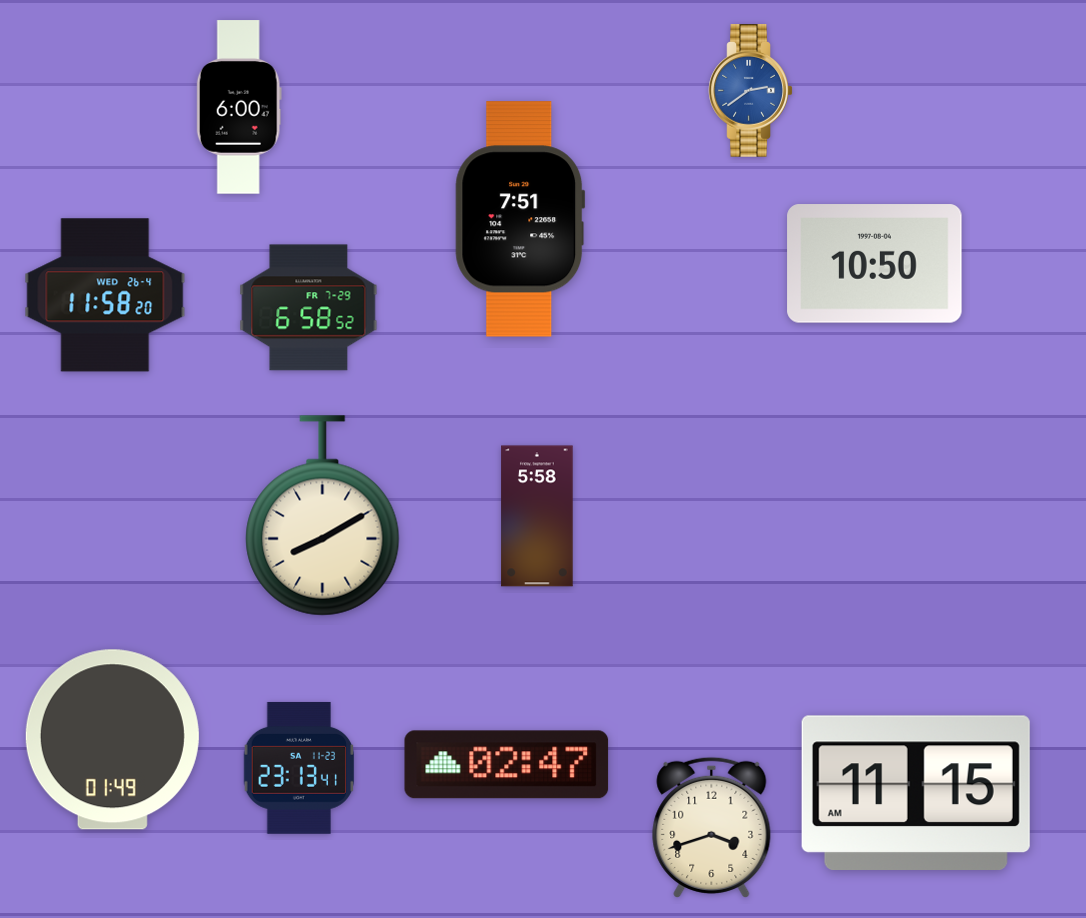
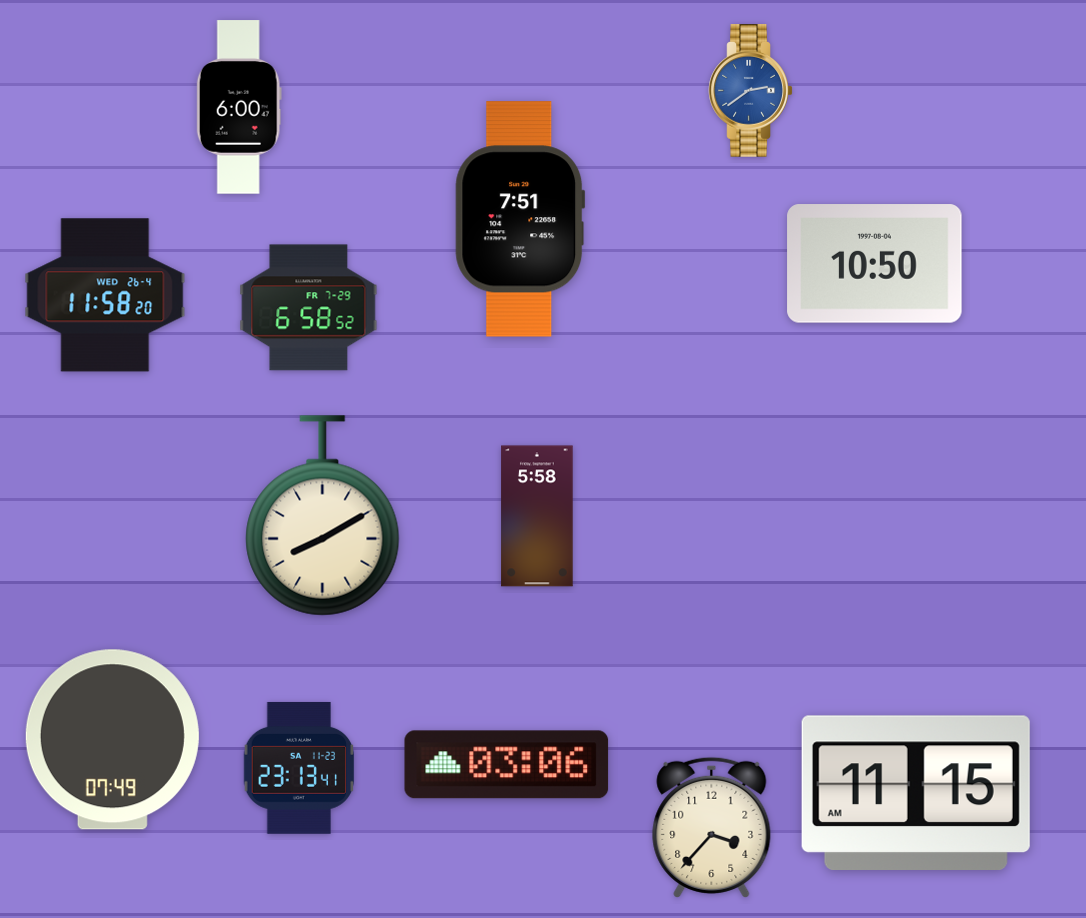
clock at (112, 740): 01:49 -> 07:49
clock at (507, 765): 02:47 -> 03:06
clock at (712, 827): 3:42 -> 3:37
